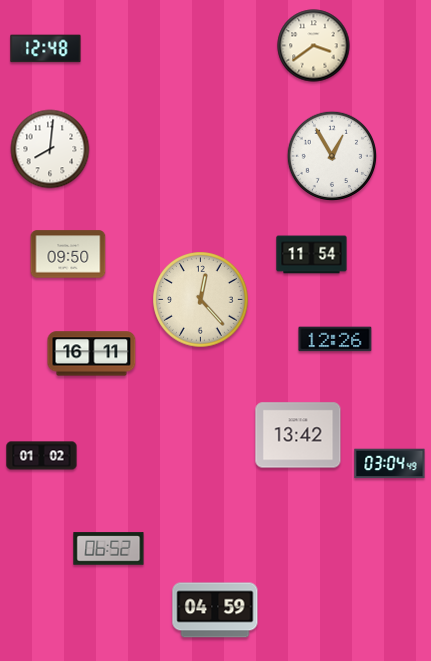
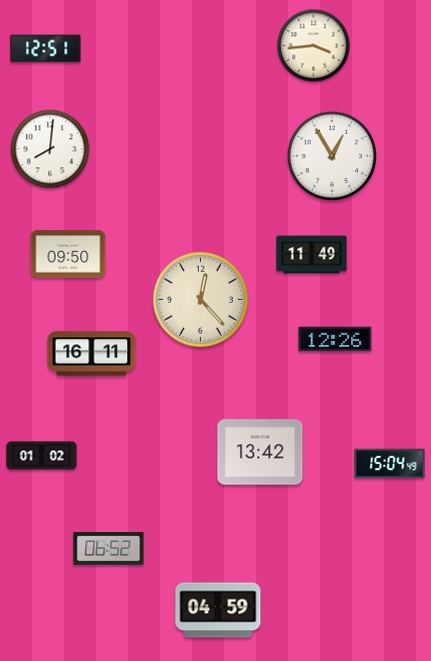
clock at (314, 46): 3:39 -> 3:44
clock at (46, 49): 12:48 -> 12:51
clock at (312, 255): 11:54 -> 11:49
clock at (298, 435) position: (298, 435) -> (260, 452)
clock at (390, 464): 03:04 -> 15:04
clock at (215, 610) position: (215, 610) -> (218, 610)
